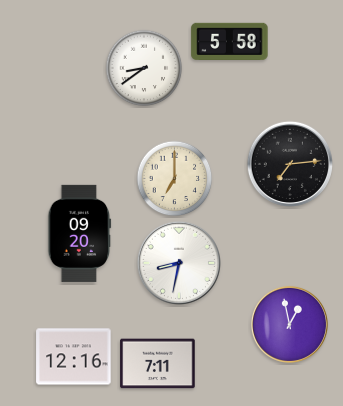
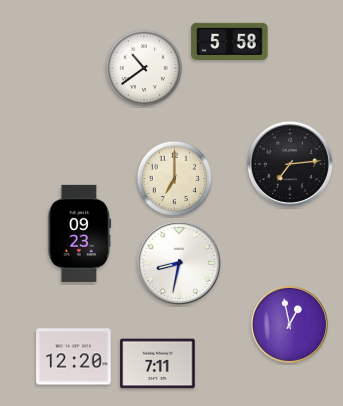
clock at (144, 68): 8:39 -> 10:39
clock at (80, 233): 09:20 -> 09:23
clock at (74, 357): 12:16 -> 12:20
